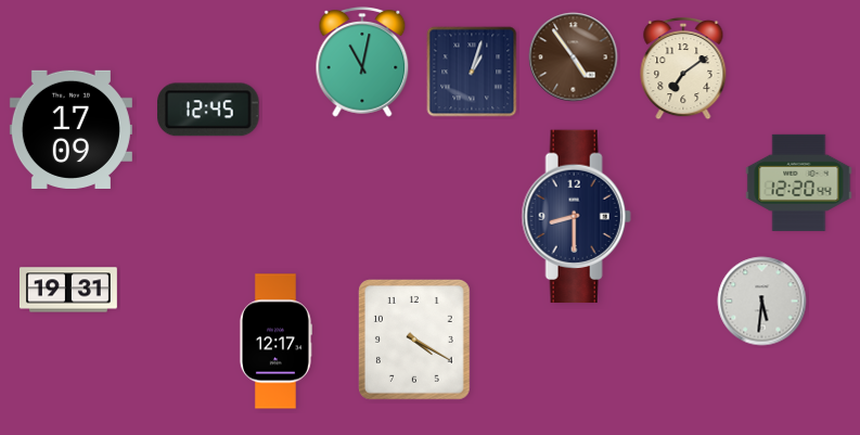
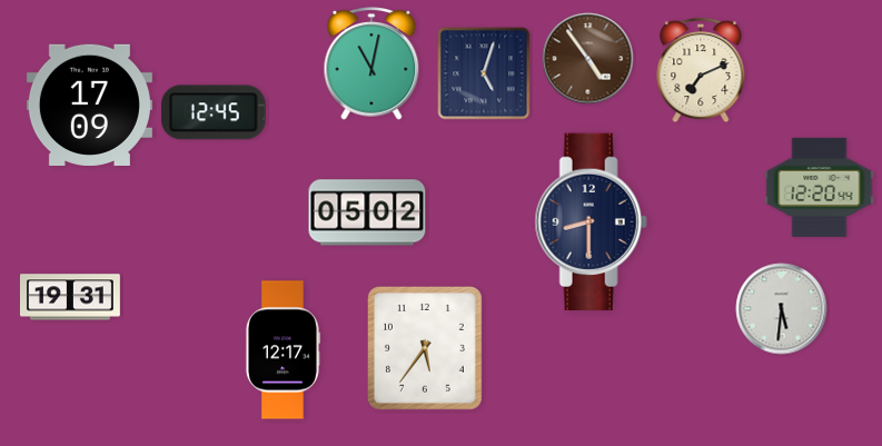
clock at (683, 68): 7:09 -> 7:11
clock at (472, 72): 1:03 -> 5:03
clock at (70, 129) position: (70, 129) -> (89, 105)
clock at (367, 212): none -> 05:02
clock at (414, 340): 4:20 -> 5:36
